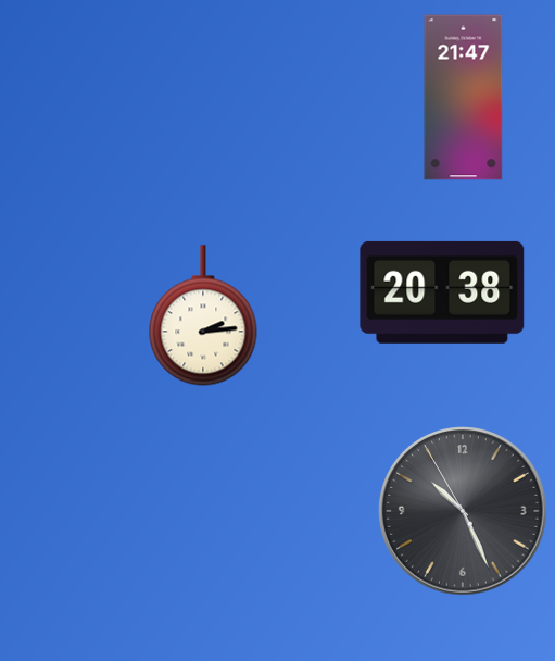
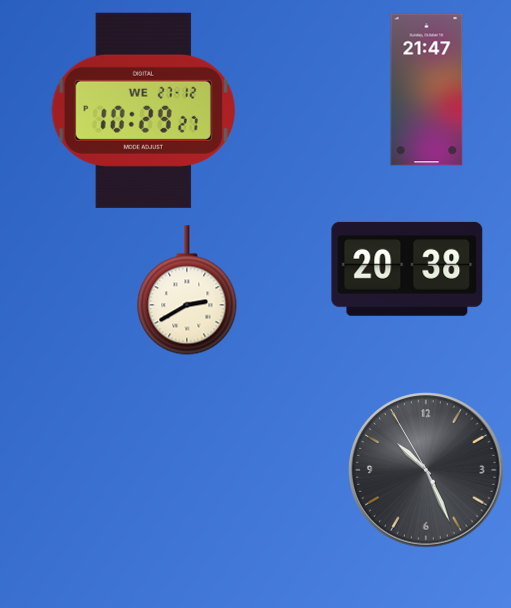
clock at (143, 110): none -> 10:29
clock at (203, 315): 2:14 -> 2:40
